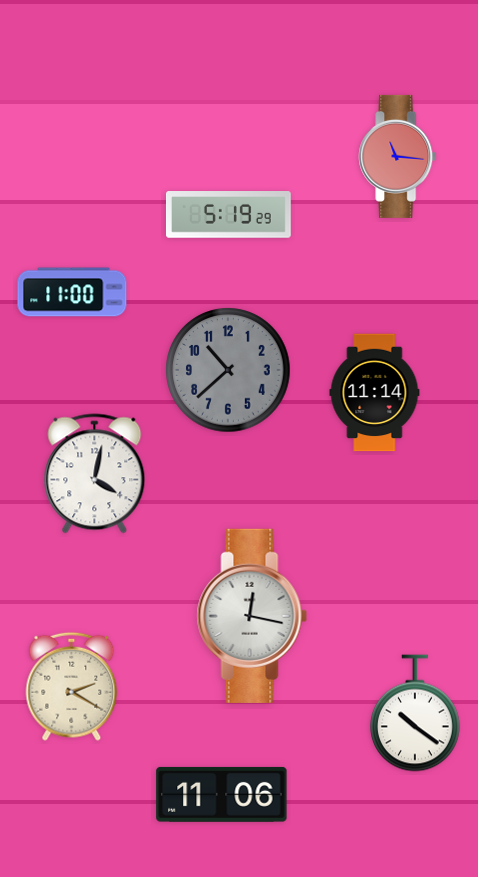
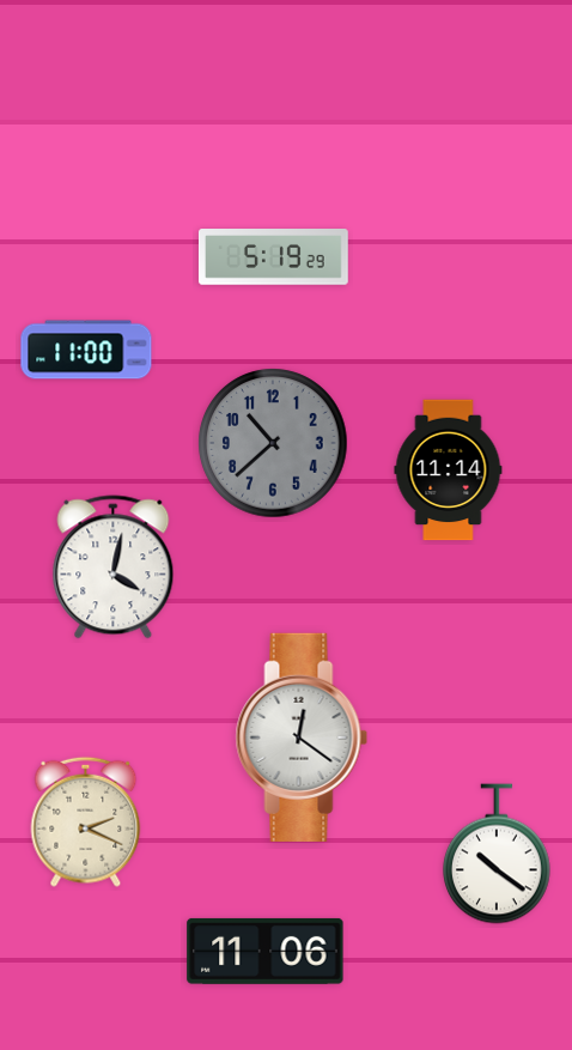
clock at (398, 156): 11:16 -> none
clock at (252, 616): 12:17 -> 12:21
clock at (72, 686): 2:20 -> 2:19
